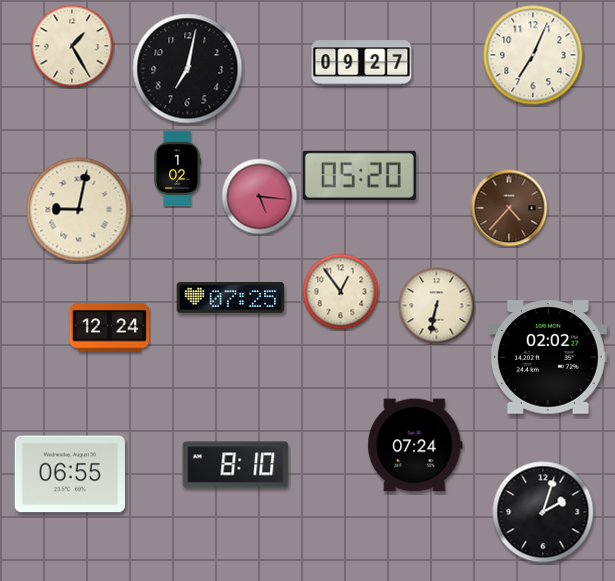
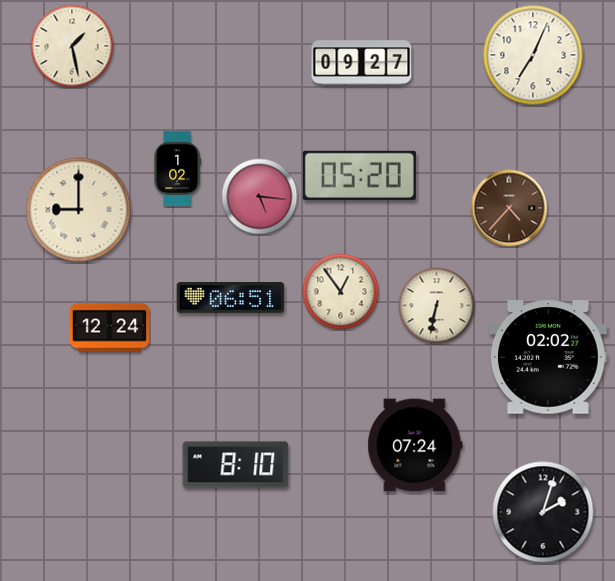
clock at (72, 46): 1:25 -> 1:28
clock at (188, 69): 7:02 -> none
clock at (79, 210): 9:02 -> 9:00
clock at (231, 298): 07:25 -> 06:51
clock at (69, 474): 06:55 -> none
